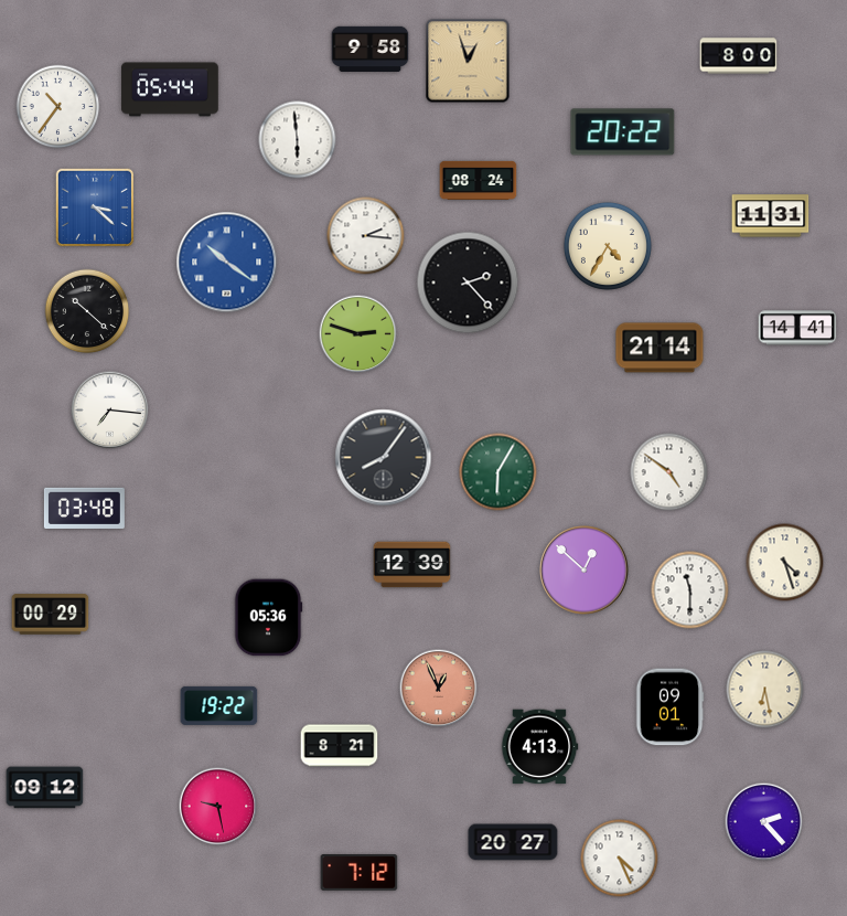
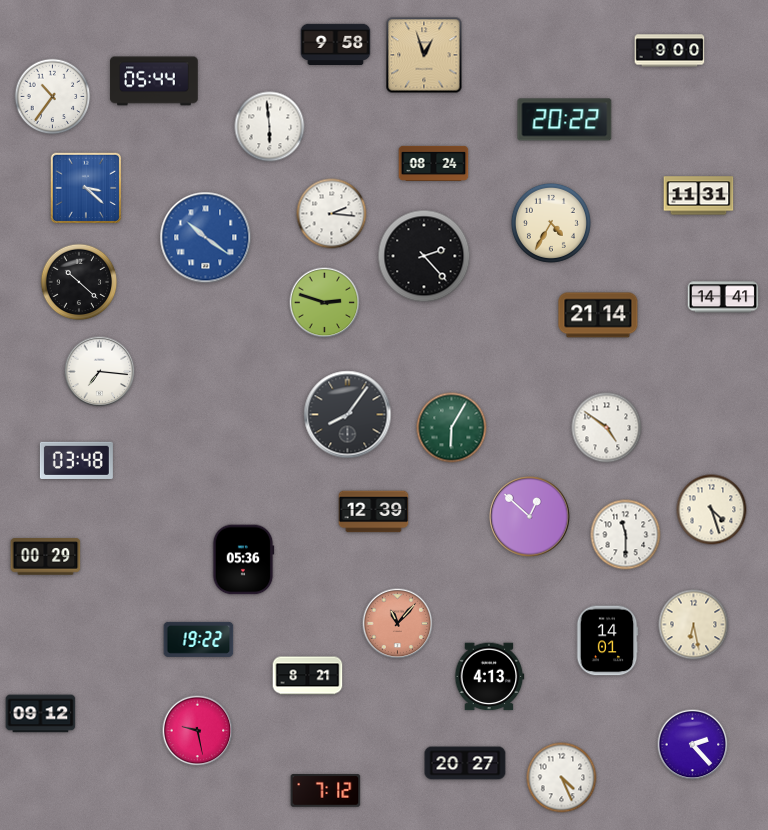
clock at (739, 56): 8:00 -> 9:00
clock at (439, 689): 12:56 -> 11:07
clock at (669, 707): 09:01 -> 14:01
